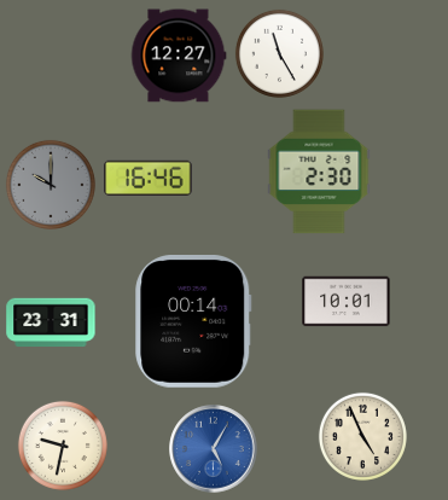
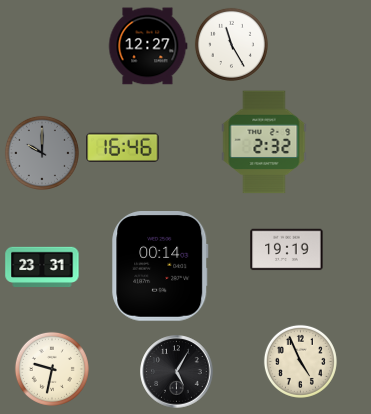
clock at (319, 171): 2:30 -> 2:32
clock at (347, 302): 10:01 -> 19:19
clock at (214, 449) dial: blue -> black
